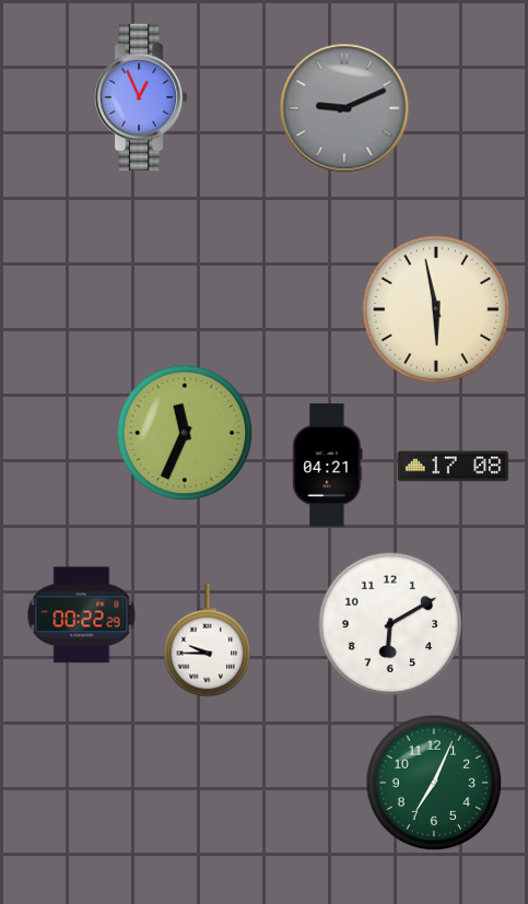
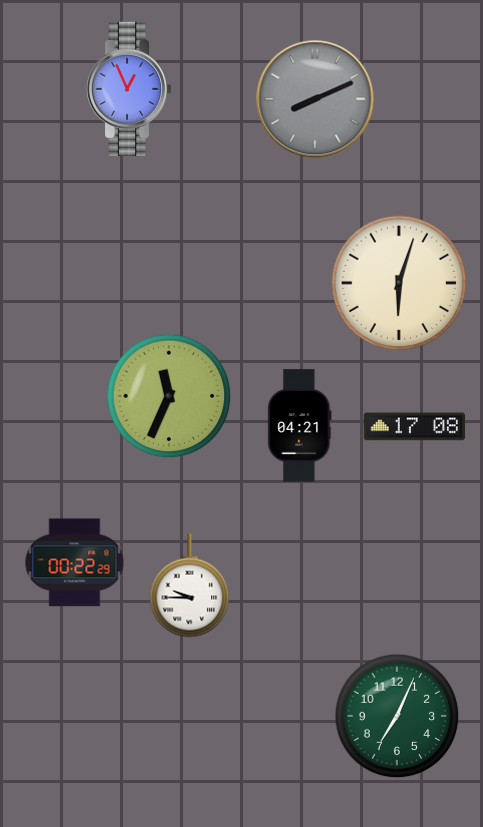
clock at (344, 108): 9:11 -> 8:11
clock at (436, 309): 5:58 -> 6:03
clock at (390, 624): 6:10 -> none
